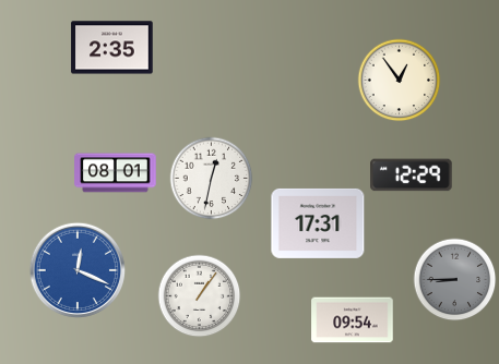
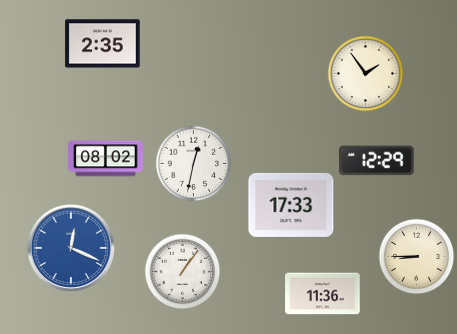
clock at (400, 81): 12:54 -> 1:54
clock at (116, 173): 08:01 -> 08:02
clock at (318, 223): 17:31 -> 17:33
clock at (455, 280) dial: grey -> cream
clock at (353, 320): 09:54 -> 11:36
